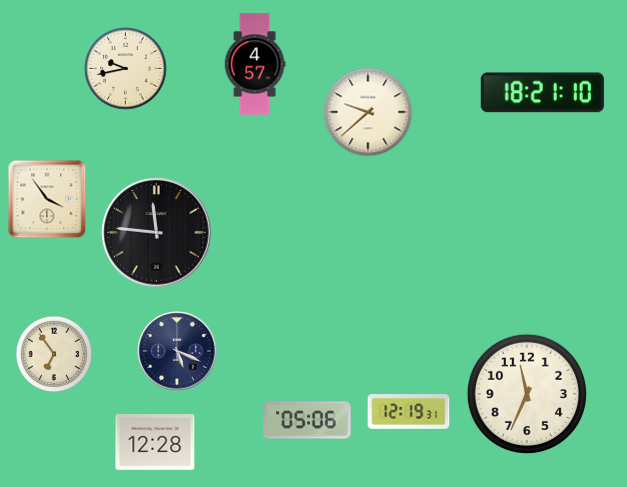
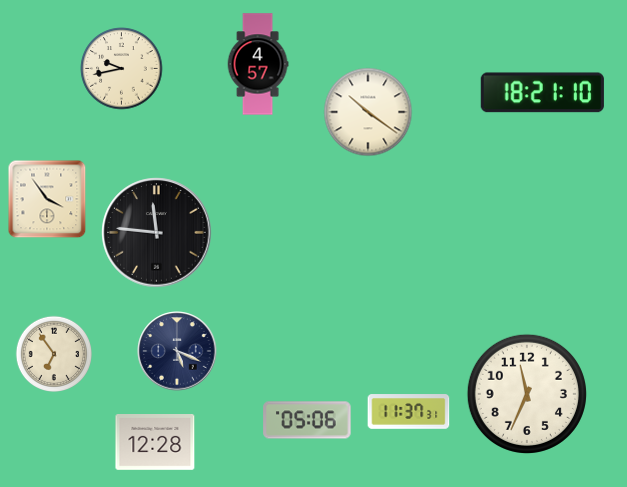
clock at (255, 64) position: (255, 64) -> (258, 64)
clock at (126, 69) position: (126, 69) -> (122, 69)
clock at (368, 112): 9:38 -> 10:21
clock at (409, 412): 12:19 -> 11:37
